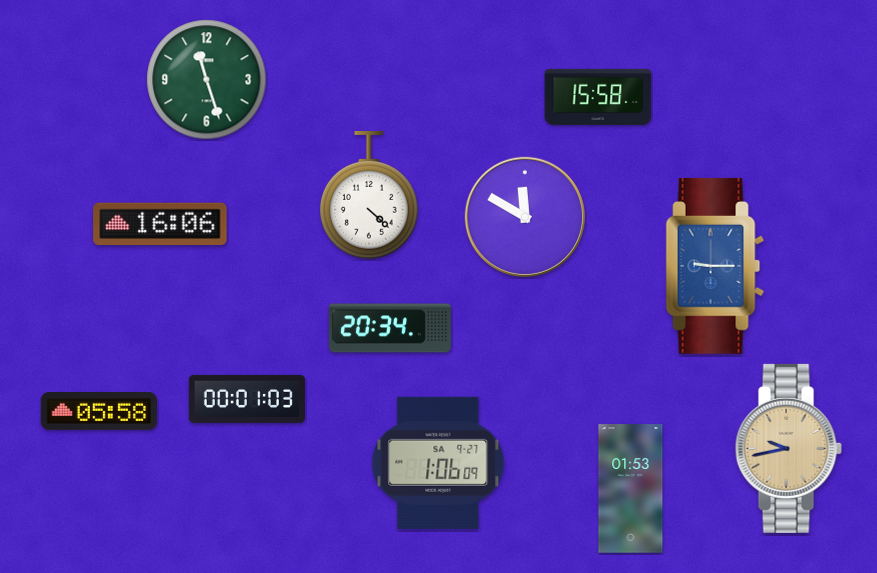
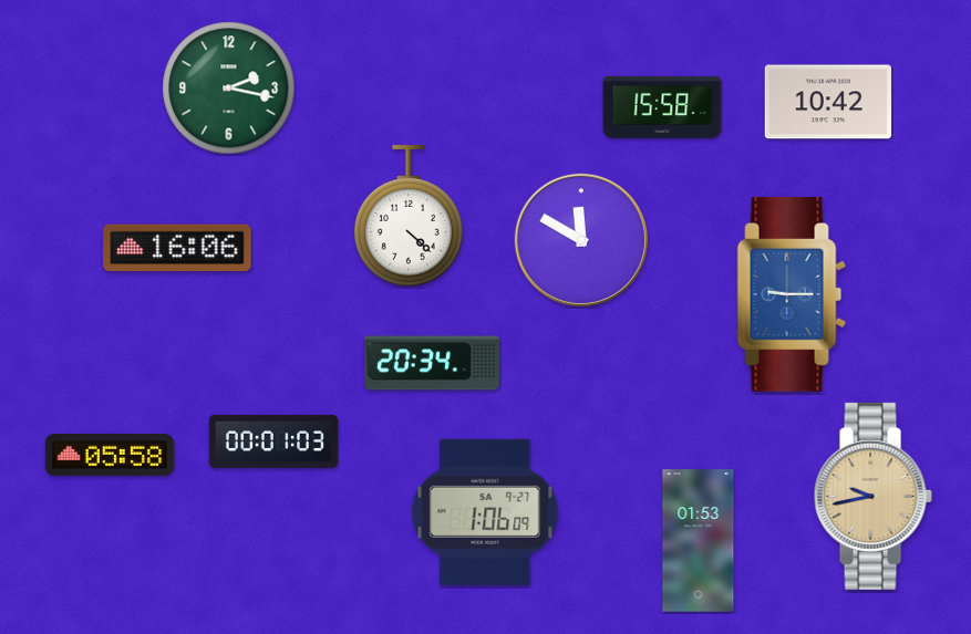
clock at (207, 80): 11:27 -> 2:17
clock at (827, 102): none -> 10:42
